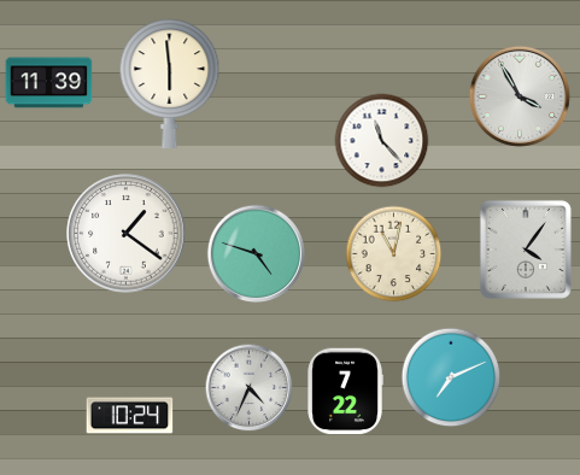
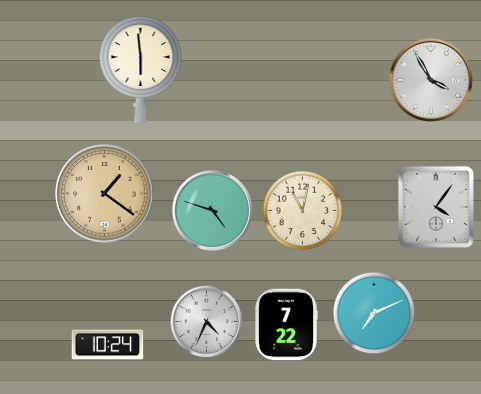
clock at (49, 83): 11:39 -> none
clock at (382, 141): 11:23 -> none
clock at (127, 234) dial: white -> champagne
clock at (394, 254) position: (394, 254) -> (303, 211)
